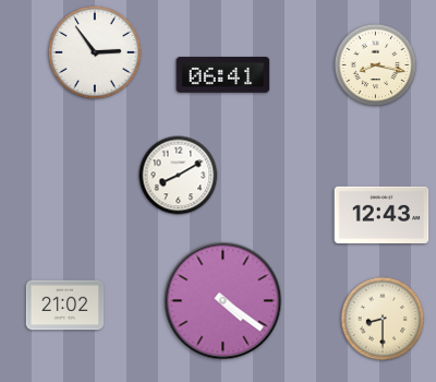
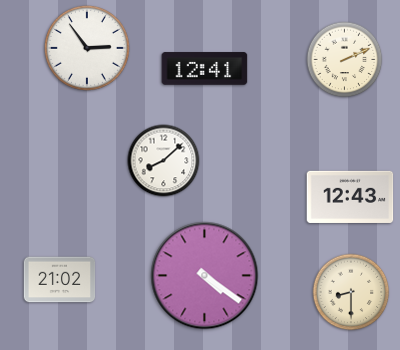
clock at (376, 65): 8:17 -> 2:11
clock at (223, 75): 06:41 -> 12:41
clock at (179, 176): 8:10 -> 8:08
